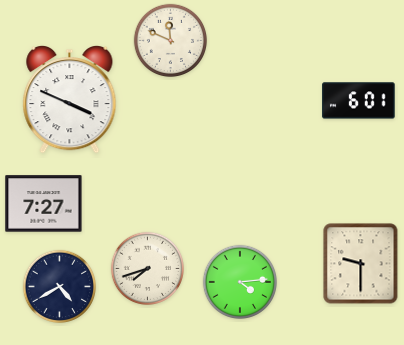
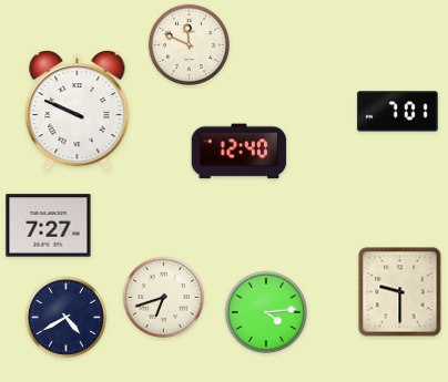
clock at (70, 100): 3:49 -> 9:49
clock at (359, 101): 6:01 -> 7:01
clock at (240, 152): none -> 12:40
clock at (147, 268): 7:42 -> 6:42
